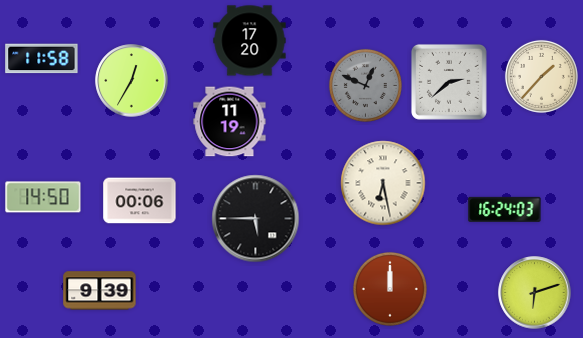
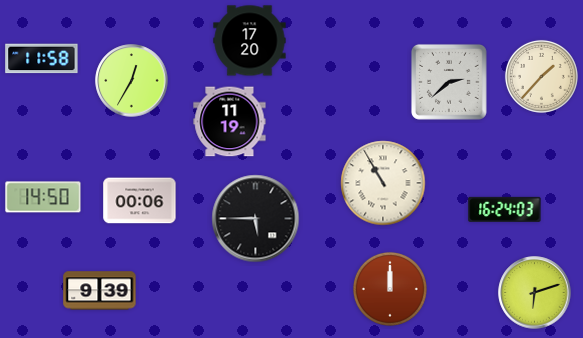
clock at (365, 85): 12:49 -> none
clock at (383, 183): 6:28 -> 10:55
